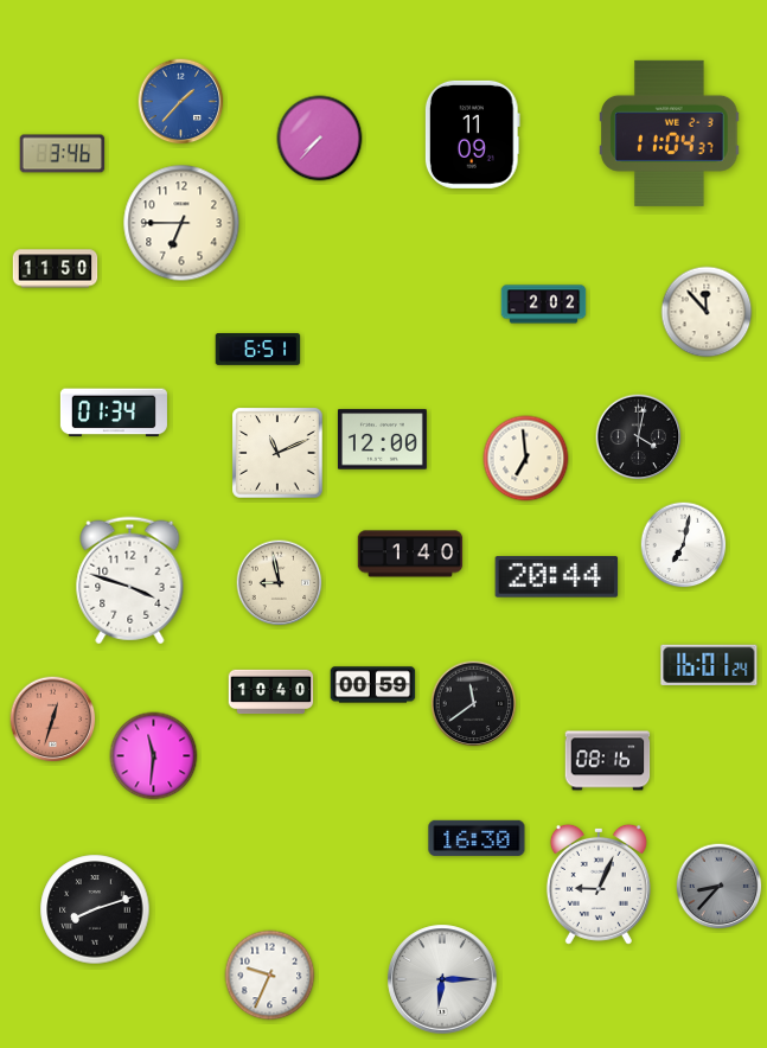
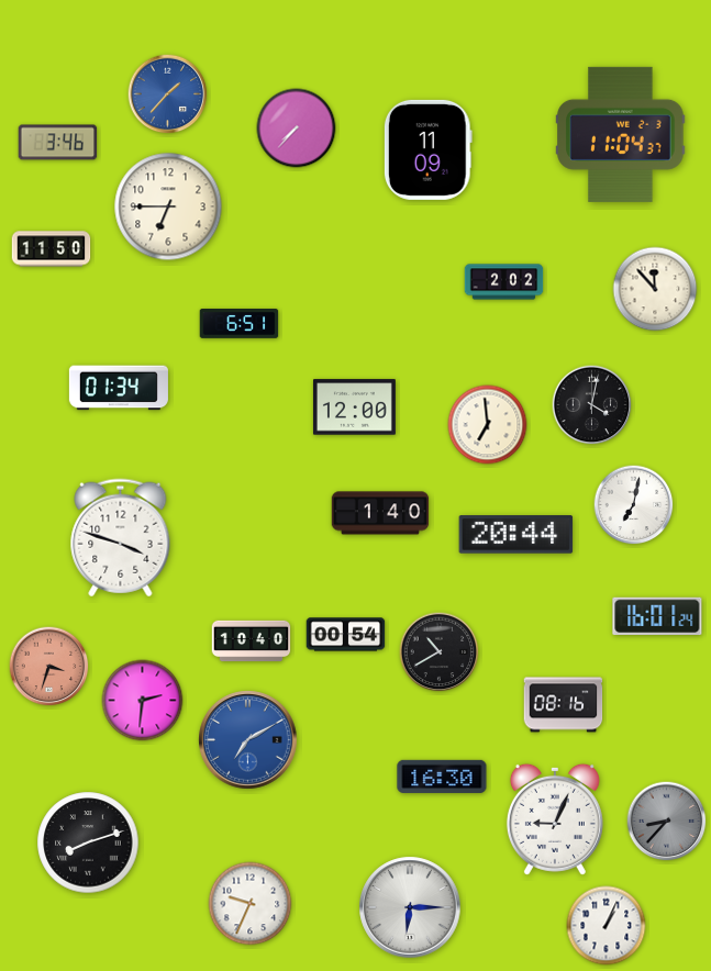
clock at (670, 133) position: (670, 133) -> (621, 134)
clock at (472, 134) position: (472, 134) -> (427, 149)
clock at (114, 413) position: (114, 413) -> (119, 388)
clock at (277, 453): 11:11 -> none
clock at (280, 583): 8:58 -> none
clock at (373, 685): 00:59 -> 00:54
clock at (474, 704): 11:39 -> 10:40
clock at (53, 720): 12:33 -> 3:33
clock at (154, 756): 11:31 -> 2:31
clock at (248, 740): none -> 7:10
clock at (607, 926): none -> 1:04
